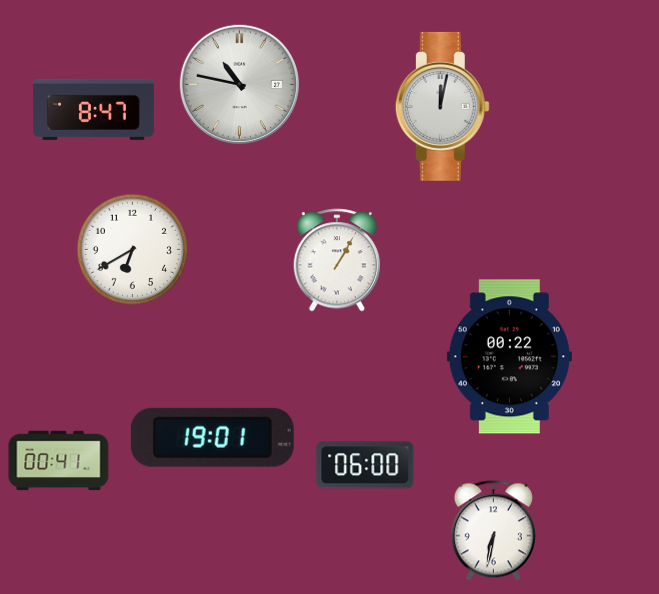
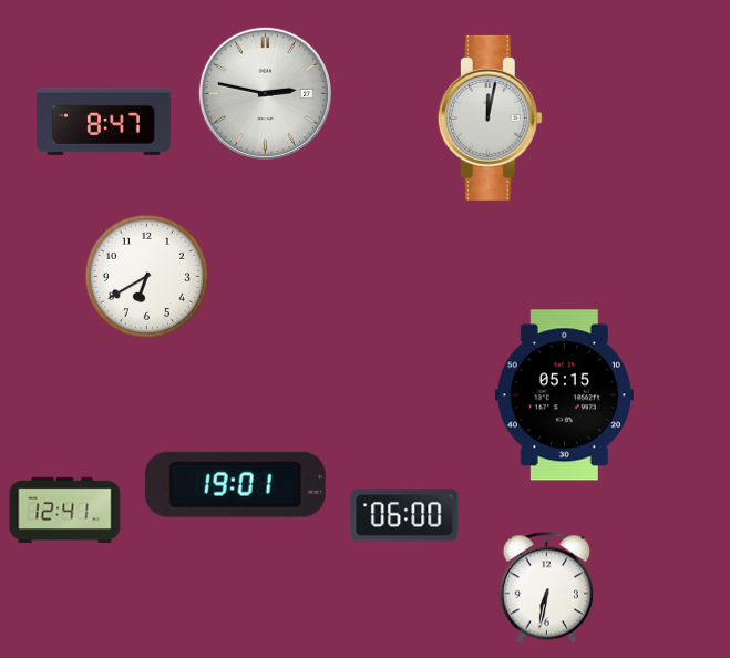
clock at (239, 84): 10:47 -> 2:47
clock at (337, 260): 1:05 -> none
clock at (509, 357): 00:22 -> 05:15
clock at (59, 461): 00:41 -> 12:41
